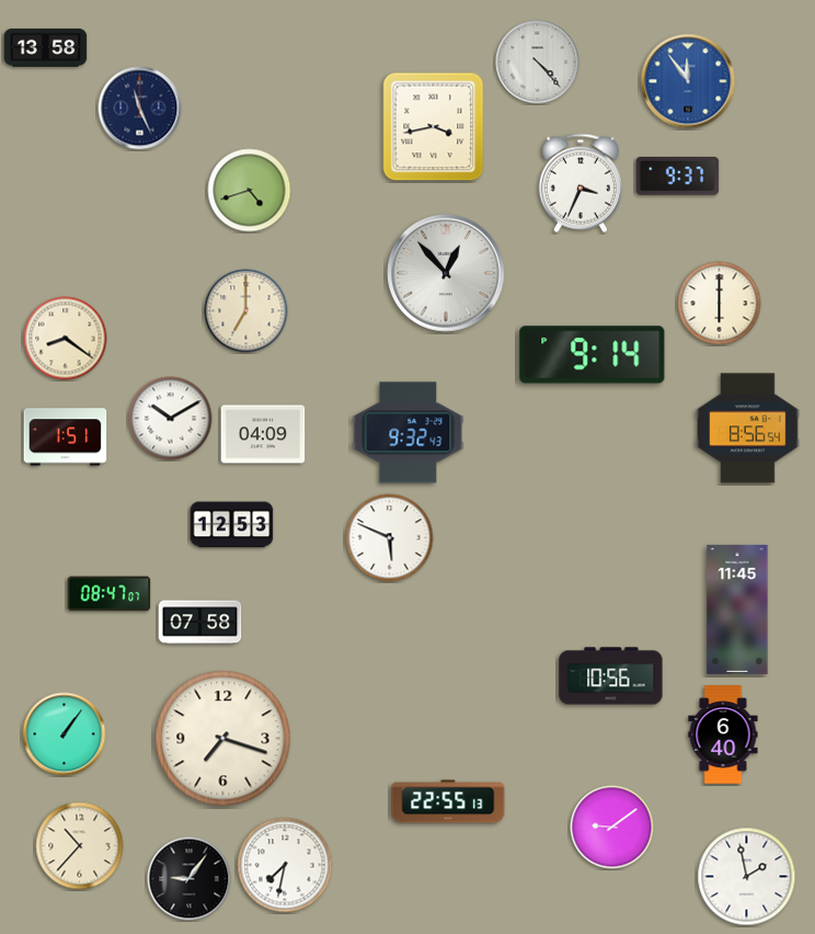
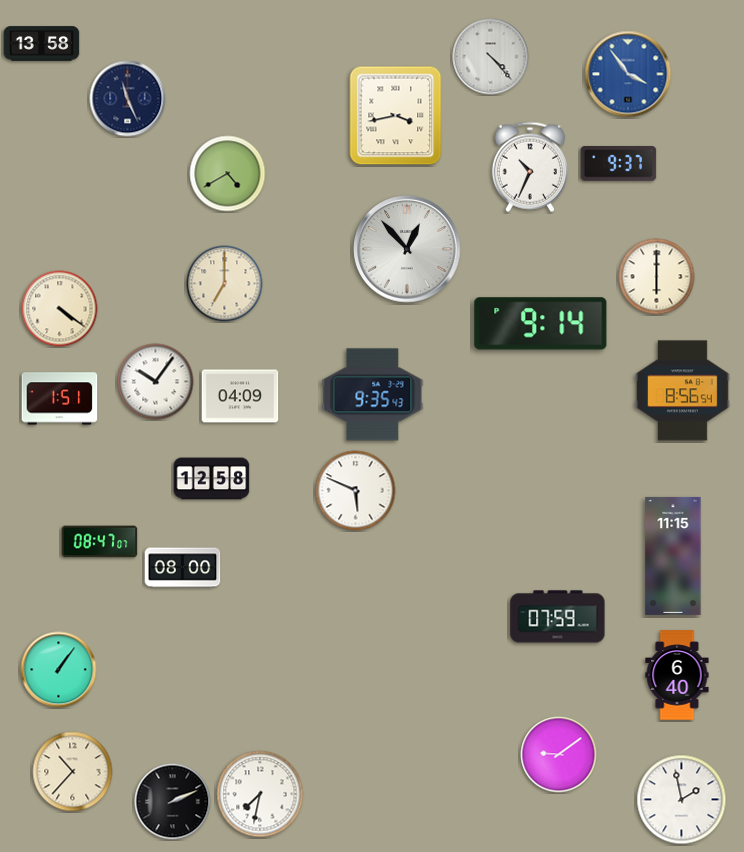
clock at (688, 81): 11:54 -> 3:54
clock at (678, 176) position: (678, 176) -> (619, 164)
clock at (581, 183): 3:34 -> 10:34
clock at (250, 191): 4:42 -> 4:40
clock at (66, 339): 8:21 -> 4:21
clock at (171, 419): 10:10 -> 10:06
clock at (409, 433): 9:32 -> 9:35
clock at (232, 525): 12:53 -> 12:58
clock at (737, 610): 11:45 -> 11:15
clock at (200, 623): 07:58 -> 08:00
clock at (611, 676): 10:56 -> 07:59
clock at (723, 734) position: (723, 734) -> (677, 675)
clock at (223, 739): 7:18 -> none
clock at (448, 801): 22:55 -> none
clock at (285, 865) position: (285, 865) -> (260, 794)
clock at (190, 879): 9:06 -> 2:11
